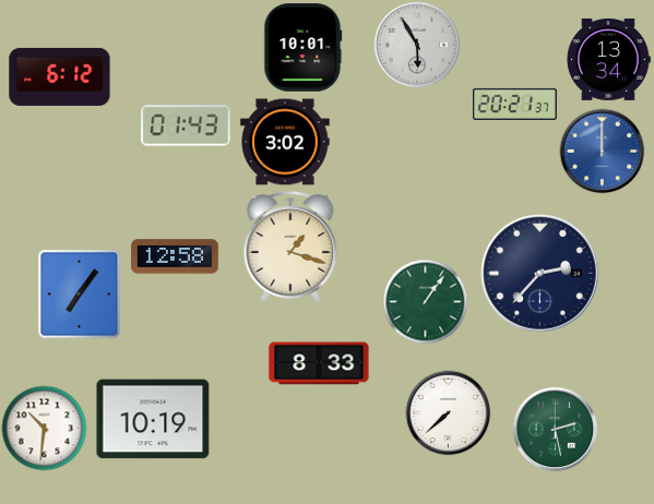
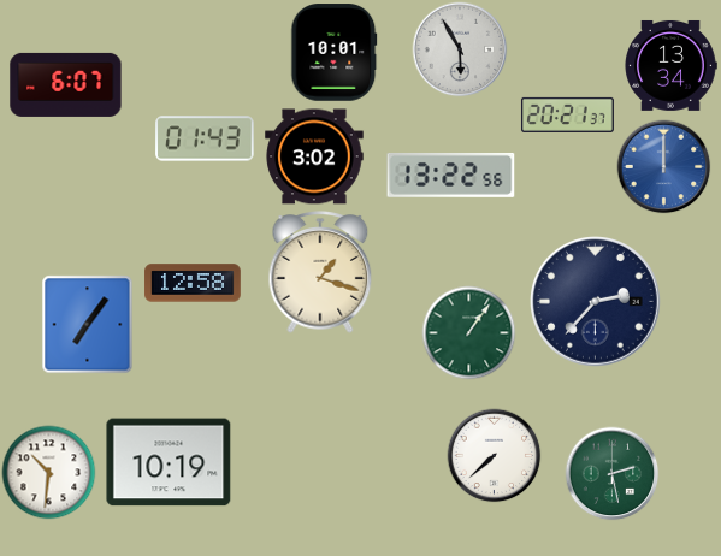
clock at (60, 76): 6:12 -> 6:07
clock at (451, 176): none -> 13:22
clock at (319, 363): 8:33 -> none
